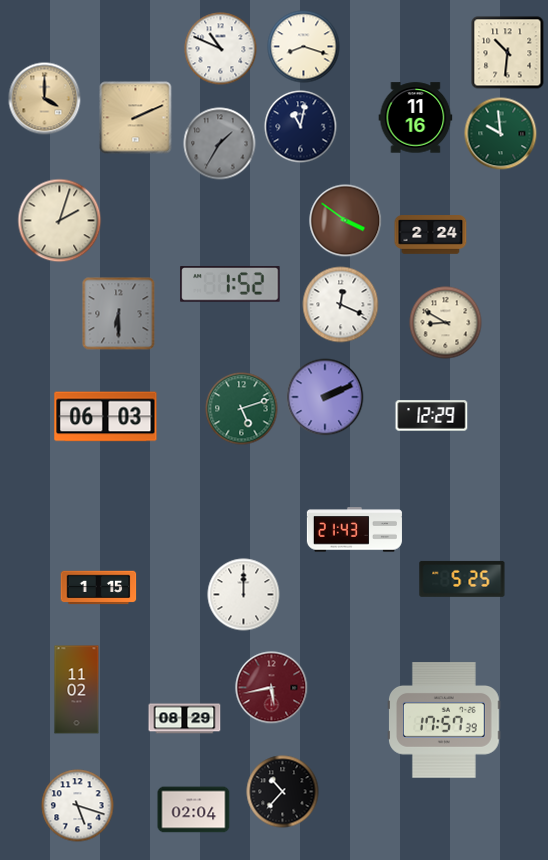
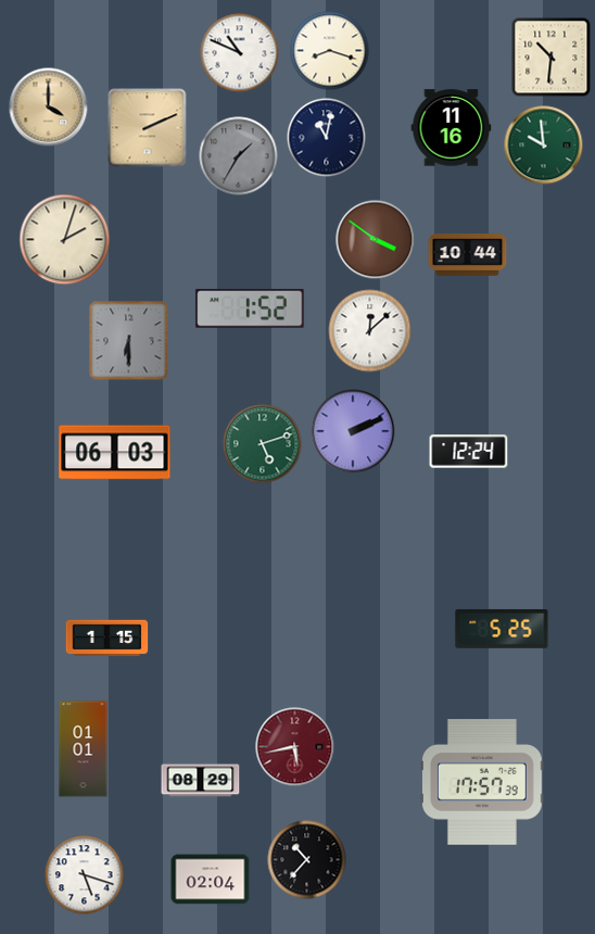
clock at (431, 235): 2:24 -> 10:44
clock at (341, 305): 12:19 -> 12:08
clock at (446, 323): 8:50 -> none
clock at (432, 416): 12:29 -> 12:24
clock at (354, 530): 21:43 -> none
clock at (244, 595): 12:00 -> none
clock at (77, 690): 11:02 -> 01:01
